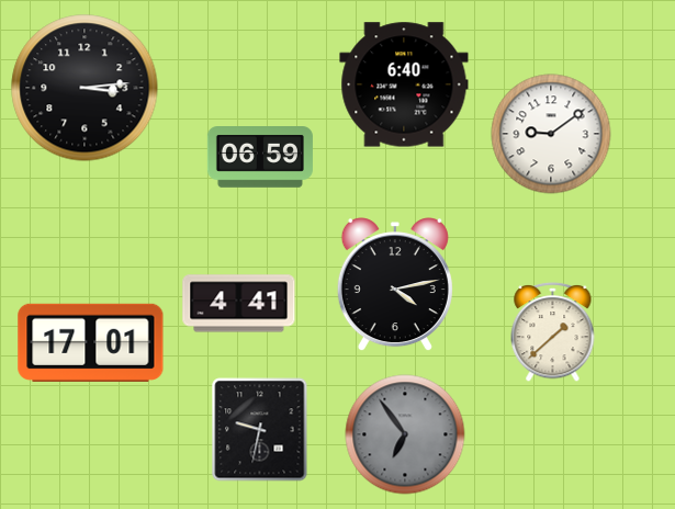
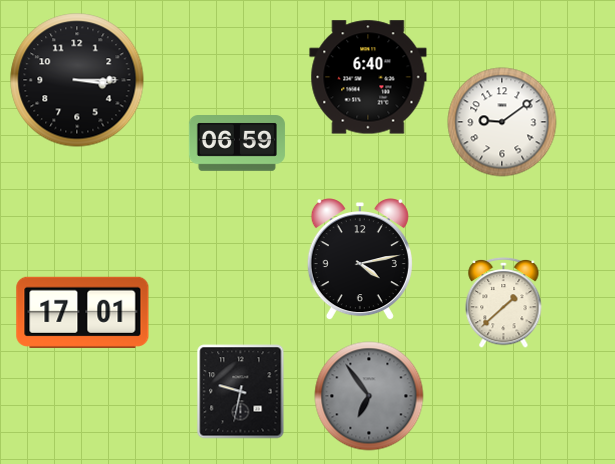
clock at (85, 88): 3:14 -> 3:15
clock at (239, 304): 4:41 -> none
clock at (260, 430) position: (260, 430) -> (241, 392)
